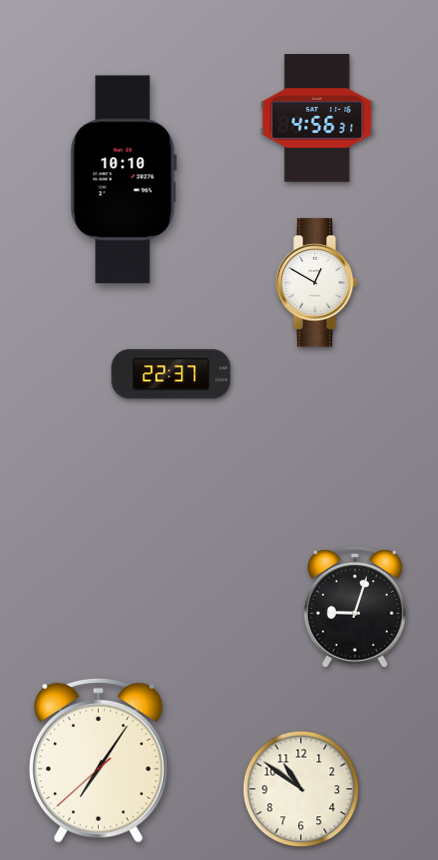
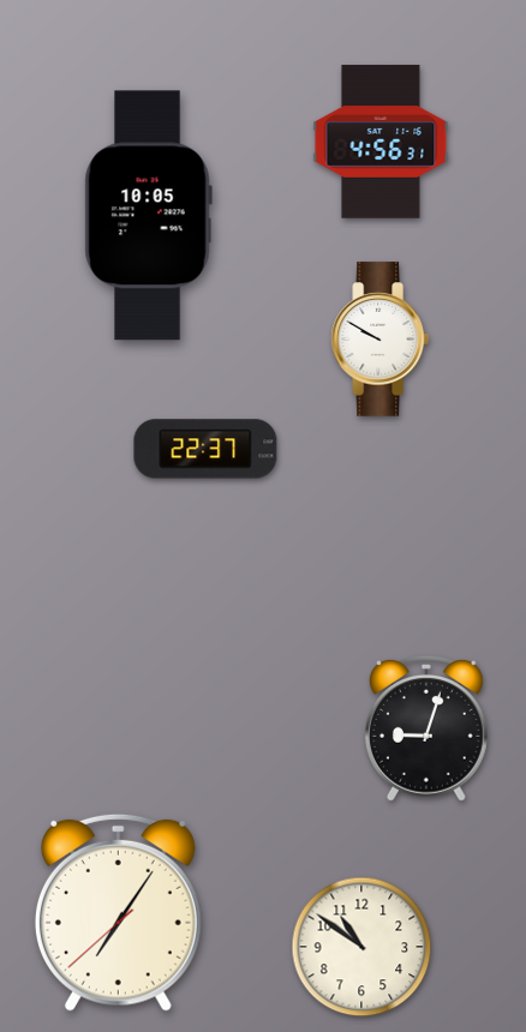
clock at (123, 180): 10:10 -> 10:05
clock at (316, 283): 12:50 -> 9:50
